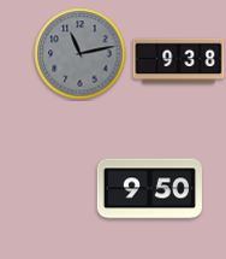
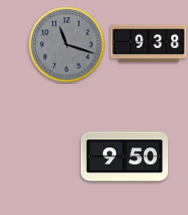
clock at (81, 54): 11:13 -> 11:18
clock at (179, 61) position: (179, 61) -> (149, 44)
